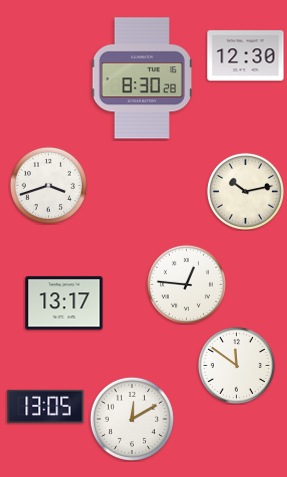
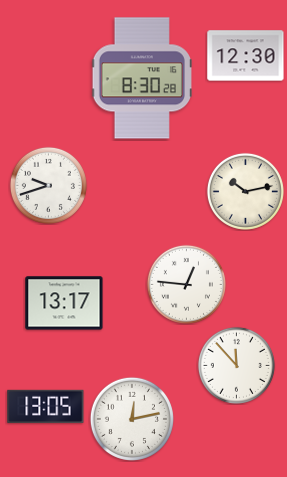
clock at (48, 185): 3:42 -> 9:42
clock at (236, 365): 11:51 -> 11:53
clock at (132, 419): 12:10 -> 12:13
